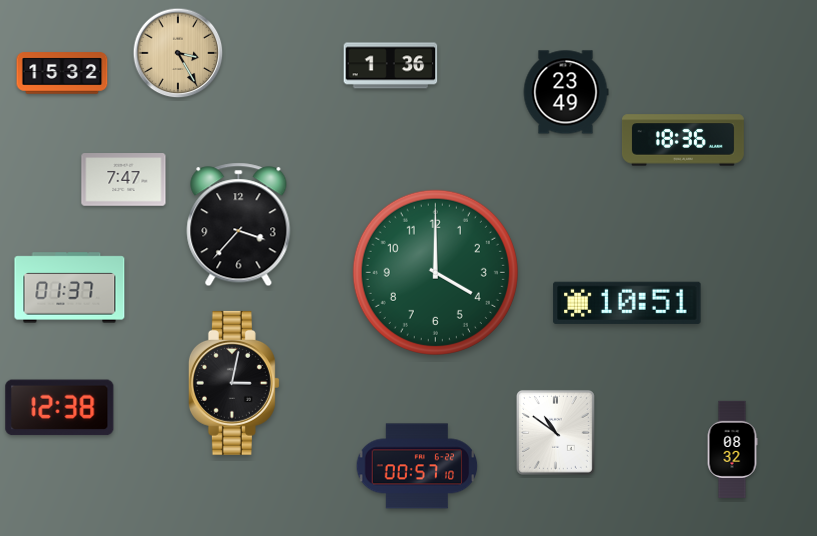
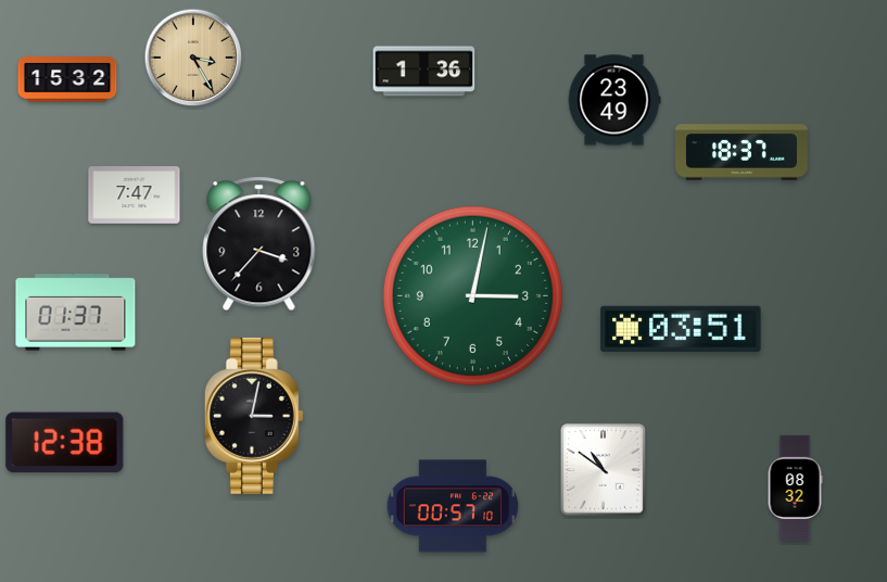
clock at (683, 140): 18:36 -> 18:37
clock at (435, 272): 4:00 -> 3:02
clock at (627, 303): 10:51 -> 03:51
